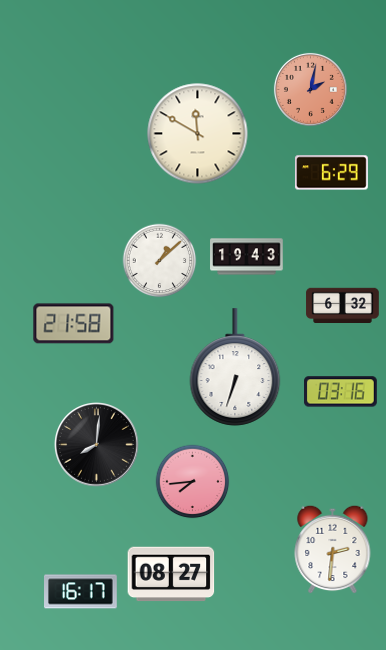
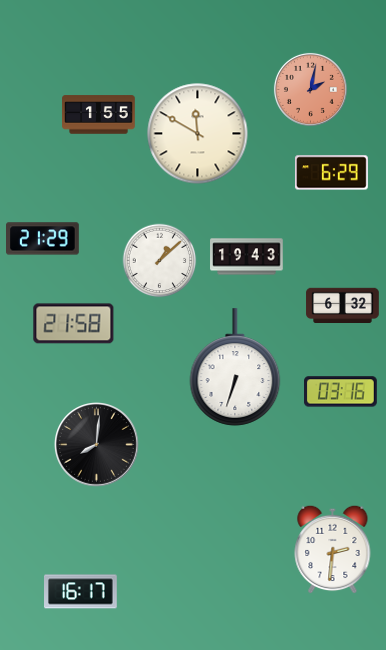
clock at (99, 115): none -> 1:55
clock at (43, 239): none -> 21:29
clock at (193, 482): 7:44 -> none
clock at (171, 574): 08:27 -> none
